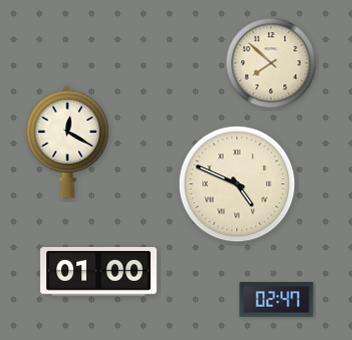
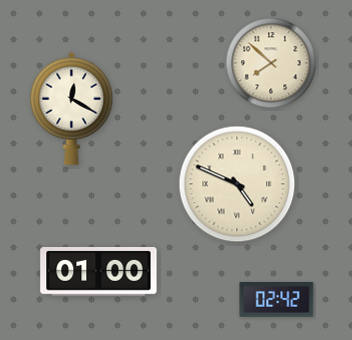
clock at (68, 141) position: (68, 141) -> (72, 108)
clock at (277, 300): 02:47 -> 02:42
